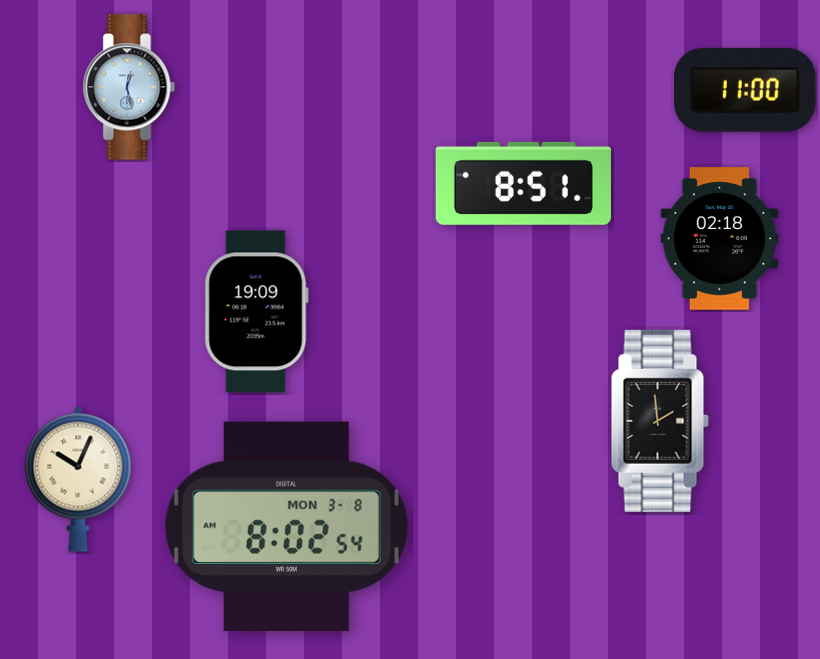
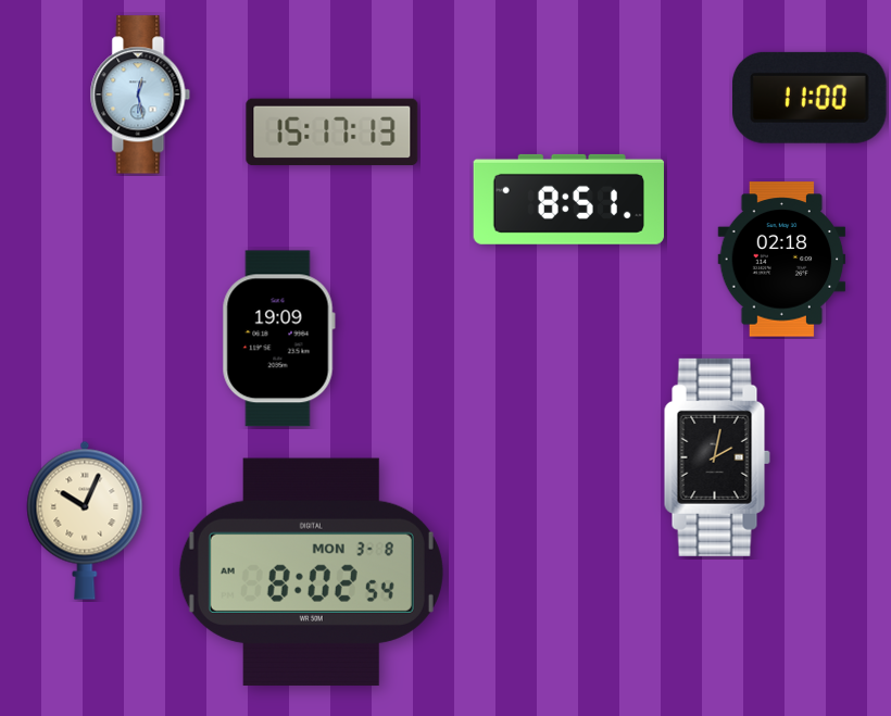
clock at (332, 133): none -> 15:17
clock at (660, 421): 1:59 -> 2:02
